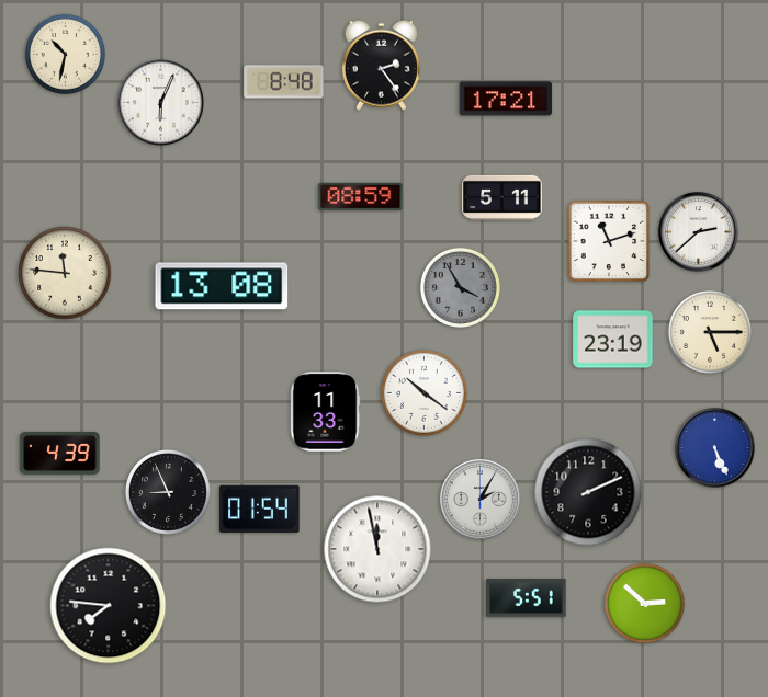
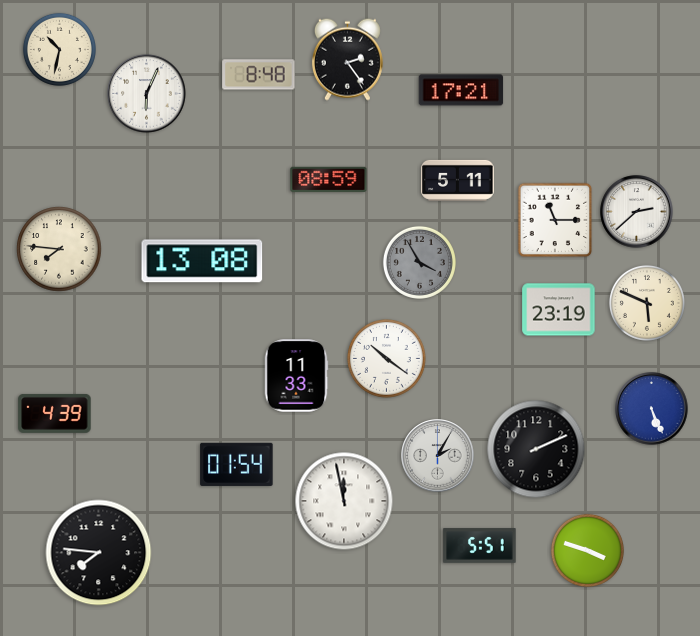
clock at (609, 241): 11:12 -> 11:15
clock at (65, 273): 11:46 -> 7:46
clock at (710, 332): 5:15 -> 5:49
clock at (168, 492): 8:56 -> none
clock at (644, 603): 2:52 -> 3:48
